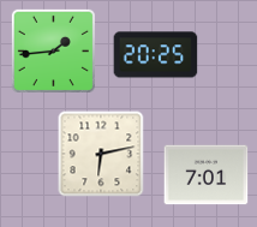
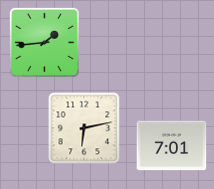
clock at (156, 55): 20:25 -> none
